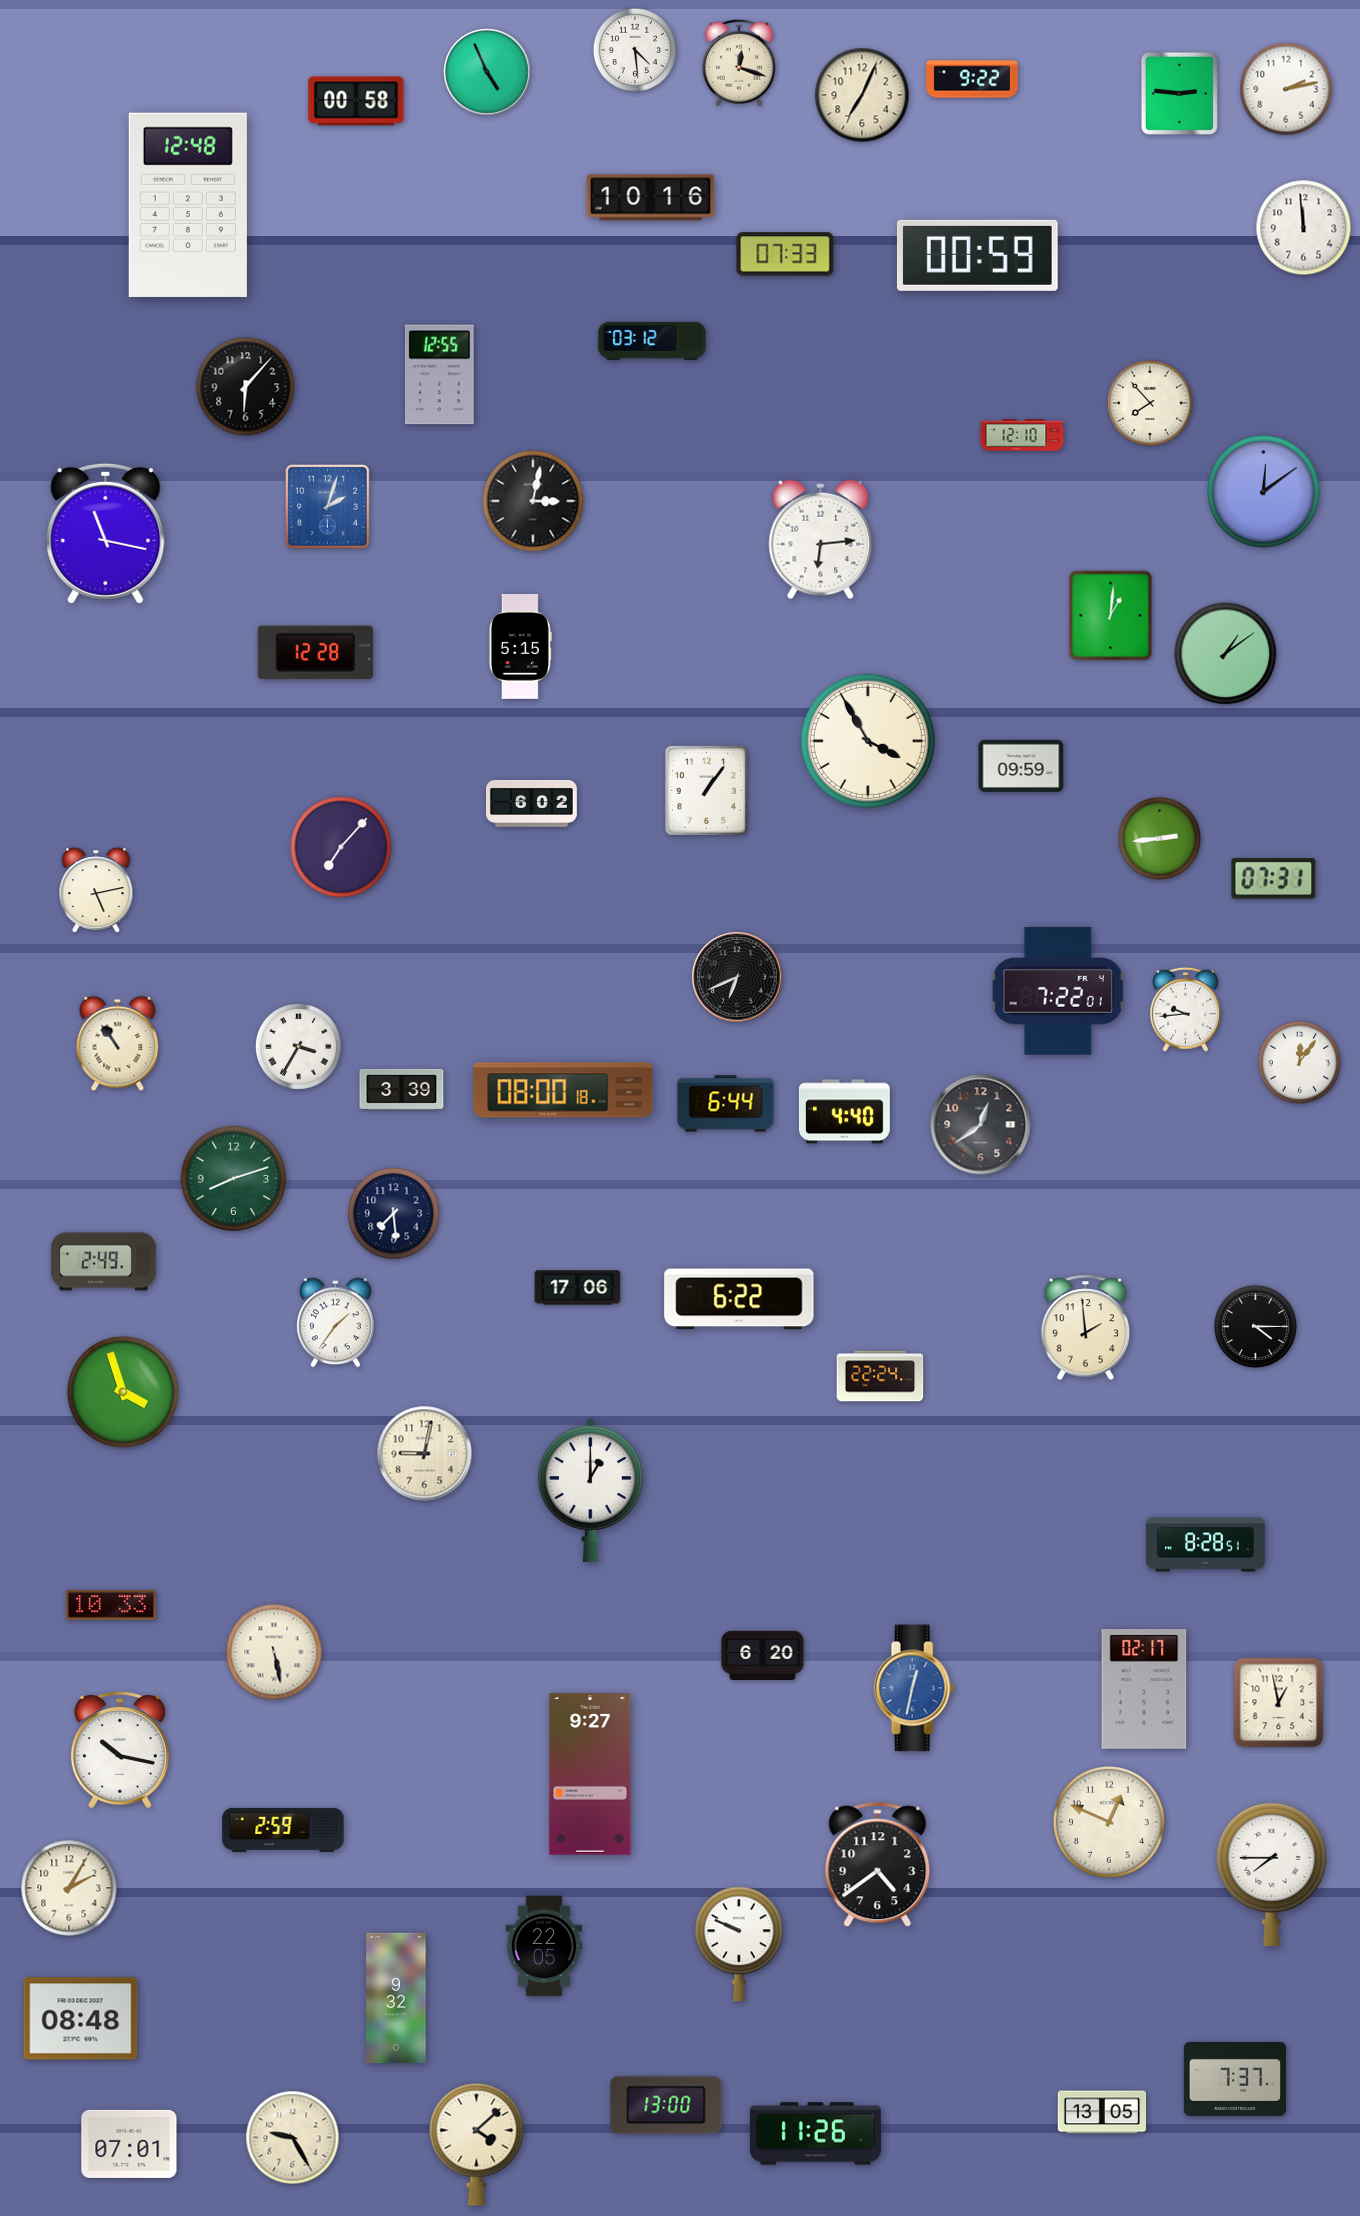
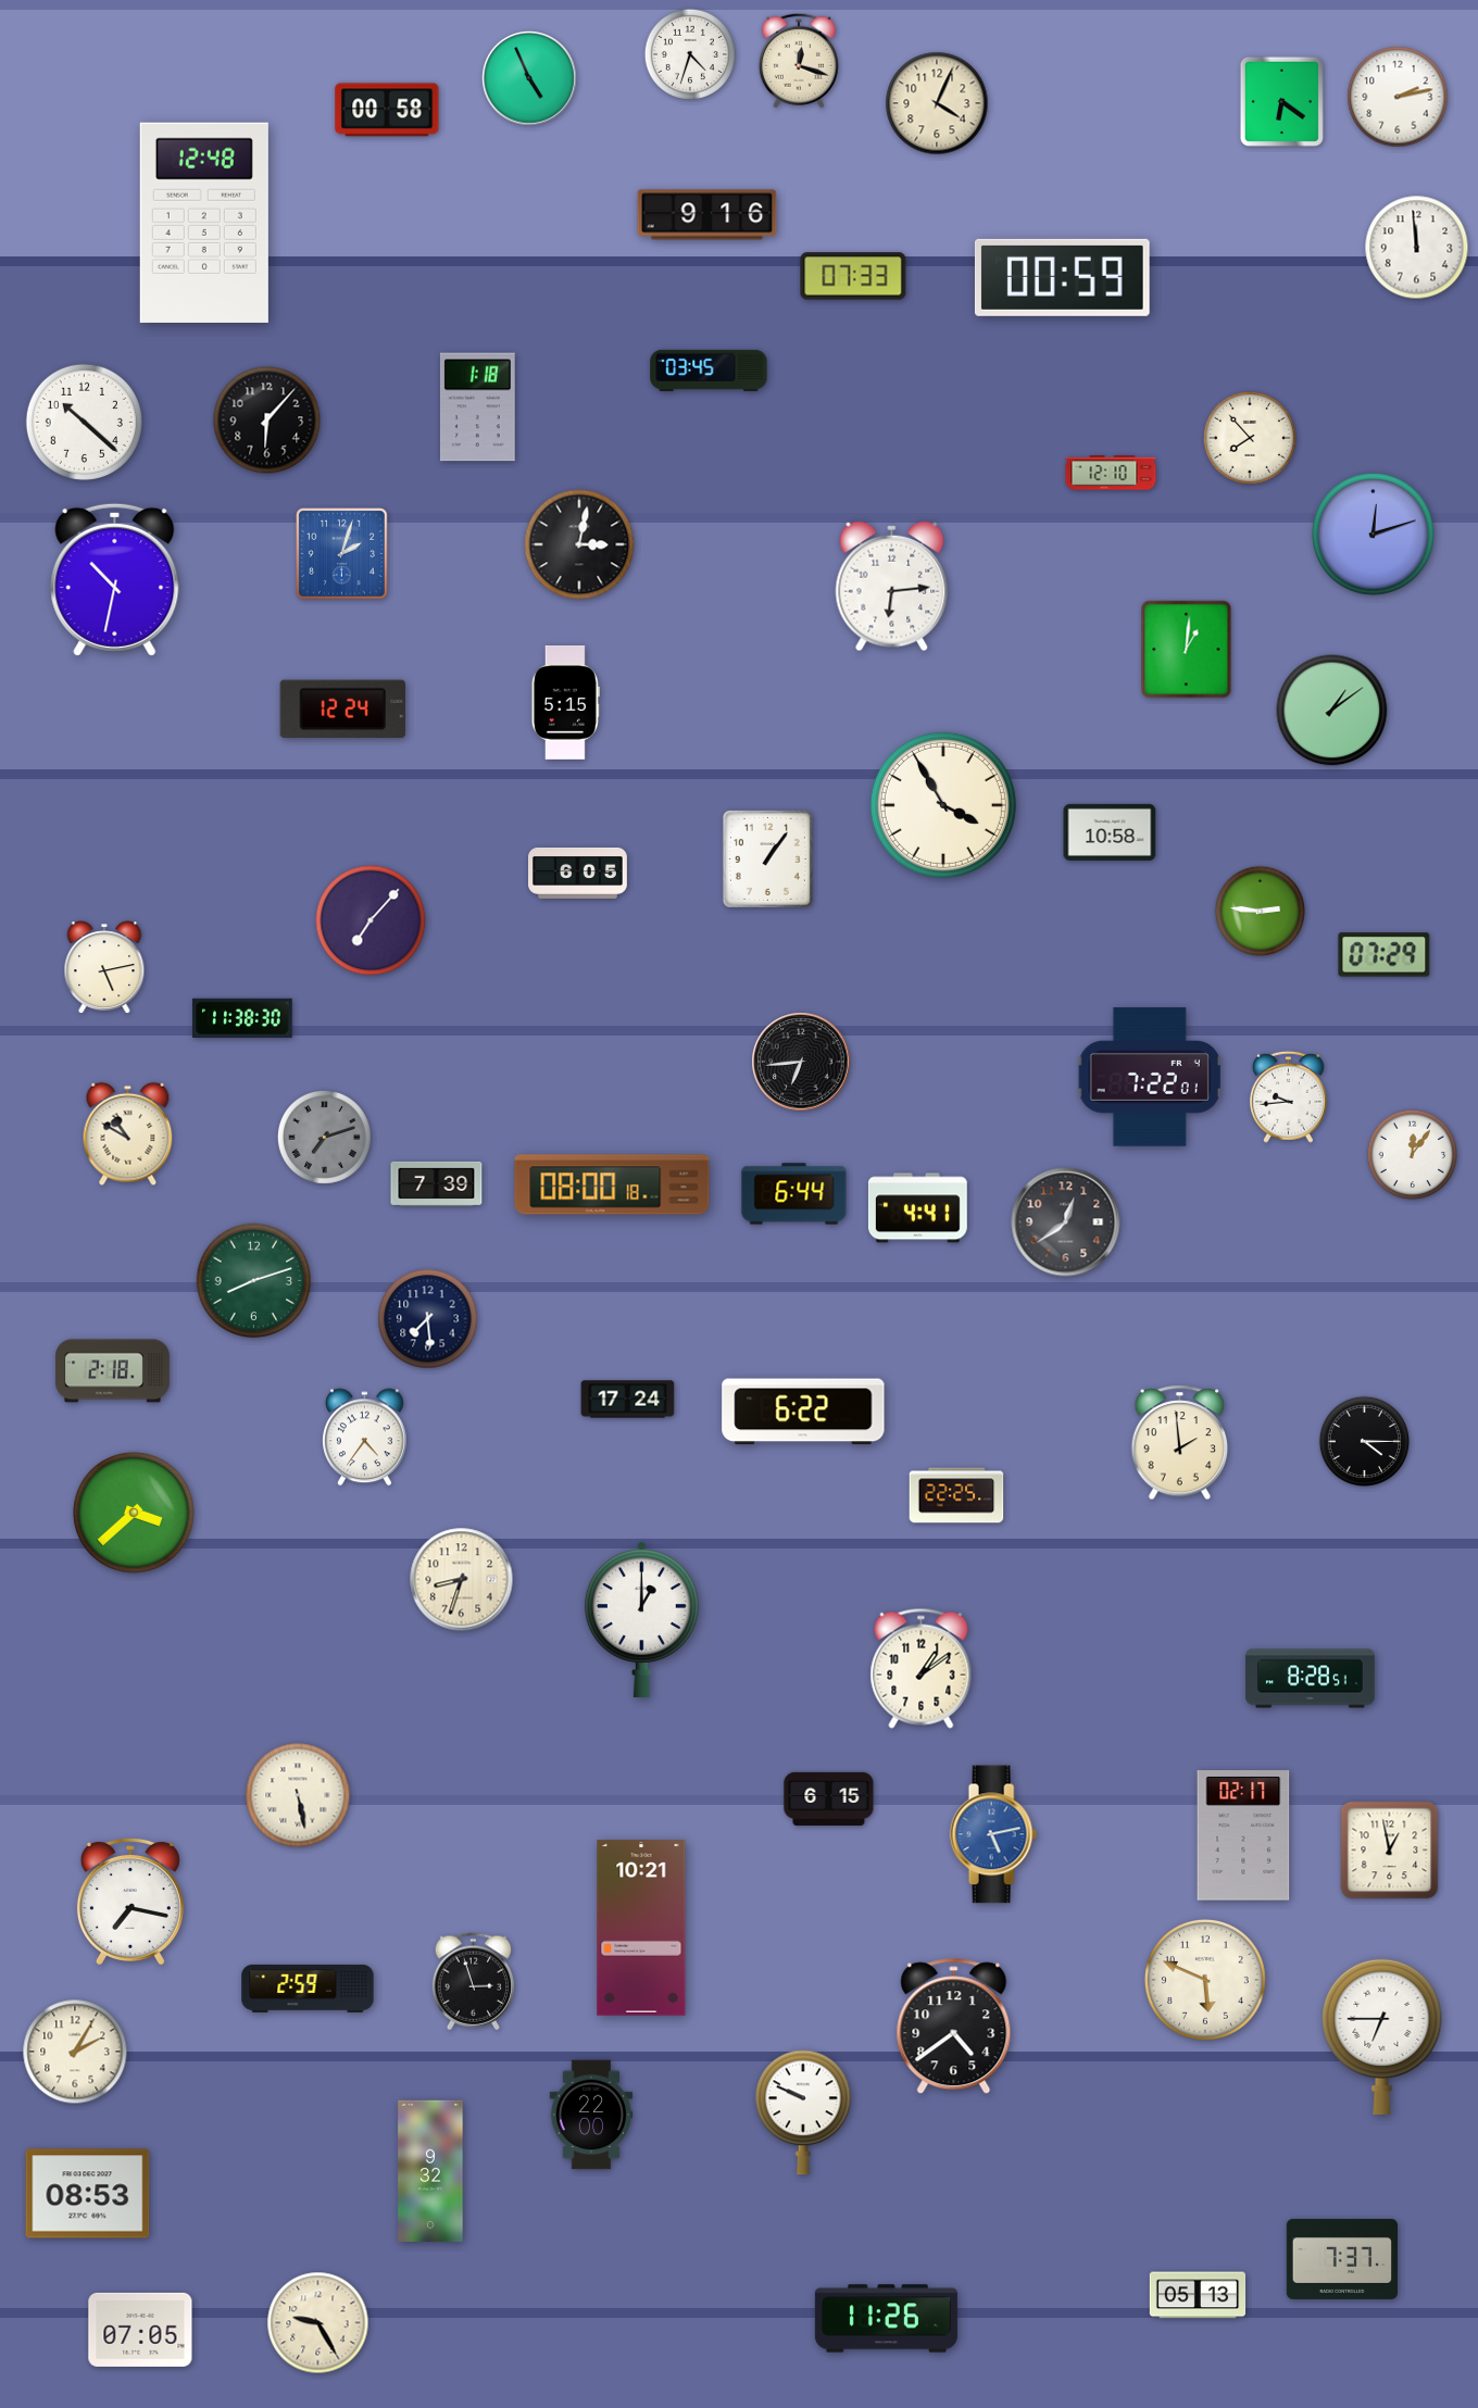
clock at (635, 50): 4:29 -> 4:33
clock at (739, 63) position: (739, 63) -> (799, 61)
clock at (972, 79): 9:22 -> none
clock at (1179, 93): 2:46 -> 6:21
clock at (862, 95): 7:04 -> 4:04
clock at (651, 198): 10:16 -> 9:16
clock at (652, 341): 03:12 -> 03:45
clock at (439, 375): 12:55 -> 1:18
clock at (84, 422): none -> 10:22
clock at (1264, 492): 12:09 -> 12:12
clock at (327, 506) position: (327, 506) -> (341, 553)
clock at (106, 533): 11:17 -> 10:32
clock at (1111, 616) position: (1111, 616) -> (1187, 650)
clock at (315, 653): 12:28 -> 12:24
clock at (1021, 766): 09:59 -> 10:58
clock at (532, 803): 6:02 -> 6:05
clock at (1160, 839): 2:44 -> 2:46
clock at (1274, 879): 07:31 -> 07:29
clock at (242, 1018): none -> 11:38
clock at (737, 977): 6:41 -> 6:44
clock at (118, 1044): 10:54 -> 10:50
clock at (298, 1046): 3:35 -> 7:12
clock at (298, 1046) dial: white -> grey
clock at (402, 1089): 3:39 -> 7:39
clock at (726, 1104) position: (726, 1104) -> (794, 1194)
clock at (844, 1112): 4:40 -> 4:41
clock at (104, 1262): 2:49 -> 2:18
clock at (578, 1288): 17:06 -> 17:24
clock at (336, 1323): 1:36 -> 4:36
clock at (880, 1376): 22:24 -> 22:25
clock at (123, 1392): 3:57 -> 3:38
clock at (425, 1454): 9:02 -> 8:33
clock at (922, 1668): none -> 1:09
clock at (111, 1606): 10:33 -> none
clock at (763, 1655): 6:20 -> 6:15
clock at (914, 1688): 12:32 -> 5:13
clock at (120, 1749): 10:17 -> 7:17
clock at (590, 1774): 9:27 -> 10:21
clock at (1109, 1822): 12:49 -> 5:49
clock at (474, 1982): none -> 2:57
clock at (1272, 1874): 7:45 -> 6:45
clock at (544, 1946): 22:05 -> 22:00
clock at (81, 2019): 08:48 -> 08:53
clock at (666, 2105): 13:00 -> none
clock at (1102, 2112): 13:05 -> 05:13
clock at (129, 2144): 07:01 -> 07:05
clock at (477, 2144): 4:08 -> none
